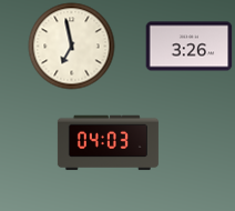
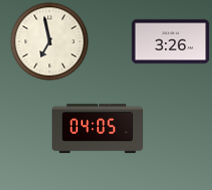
clock at (71, 46) position: (71, 46) -> (49, 41)
clock at (108, 143): 04:03 -> 04:05
